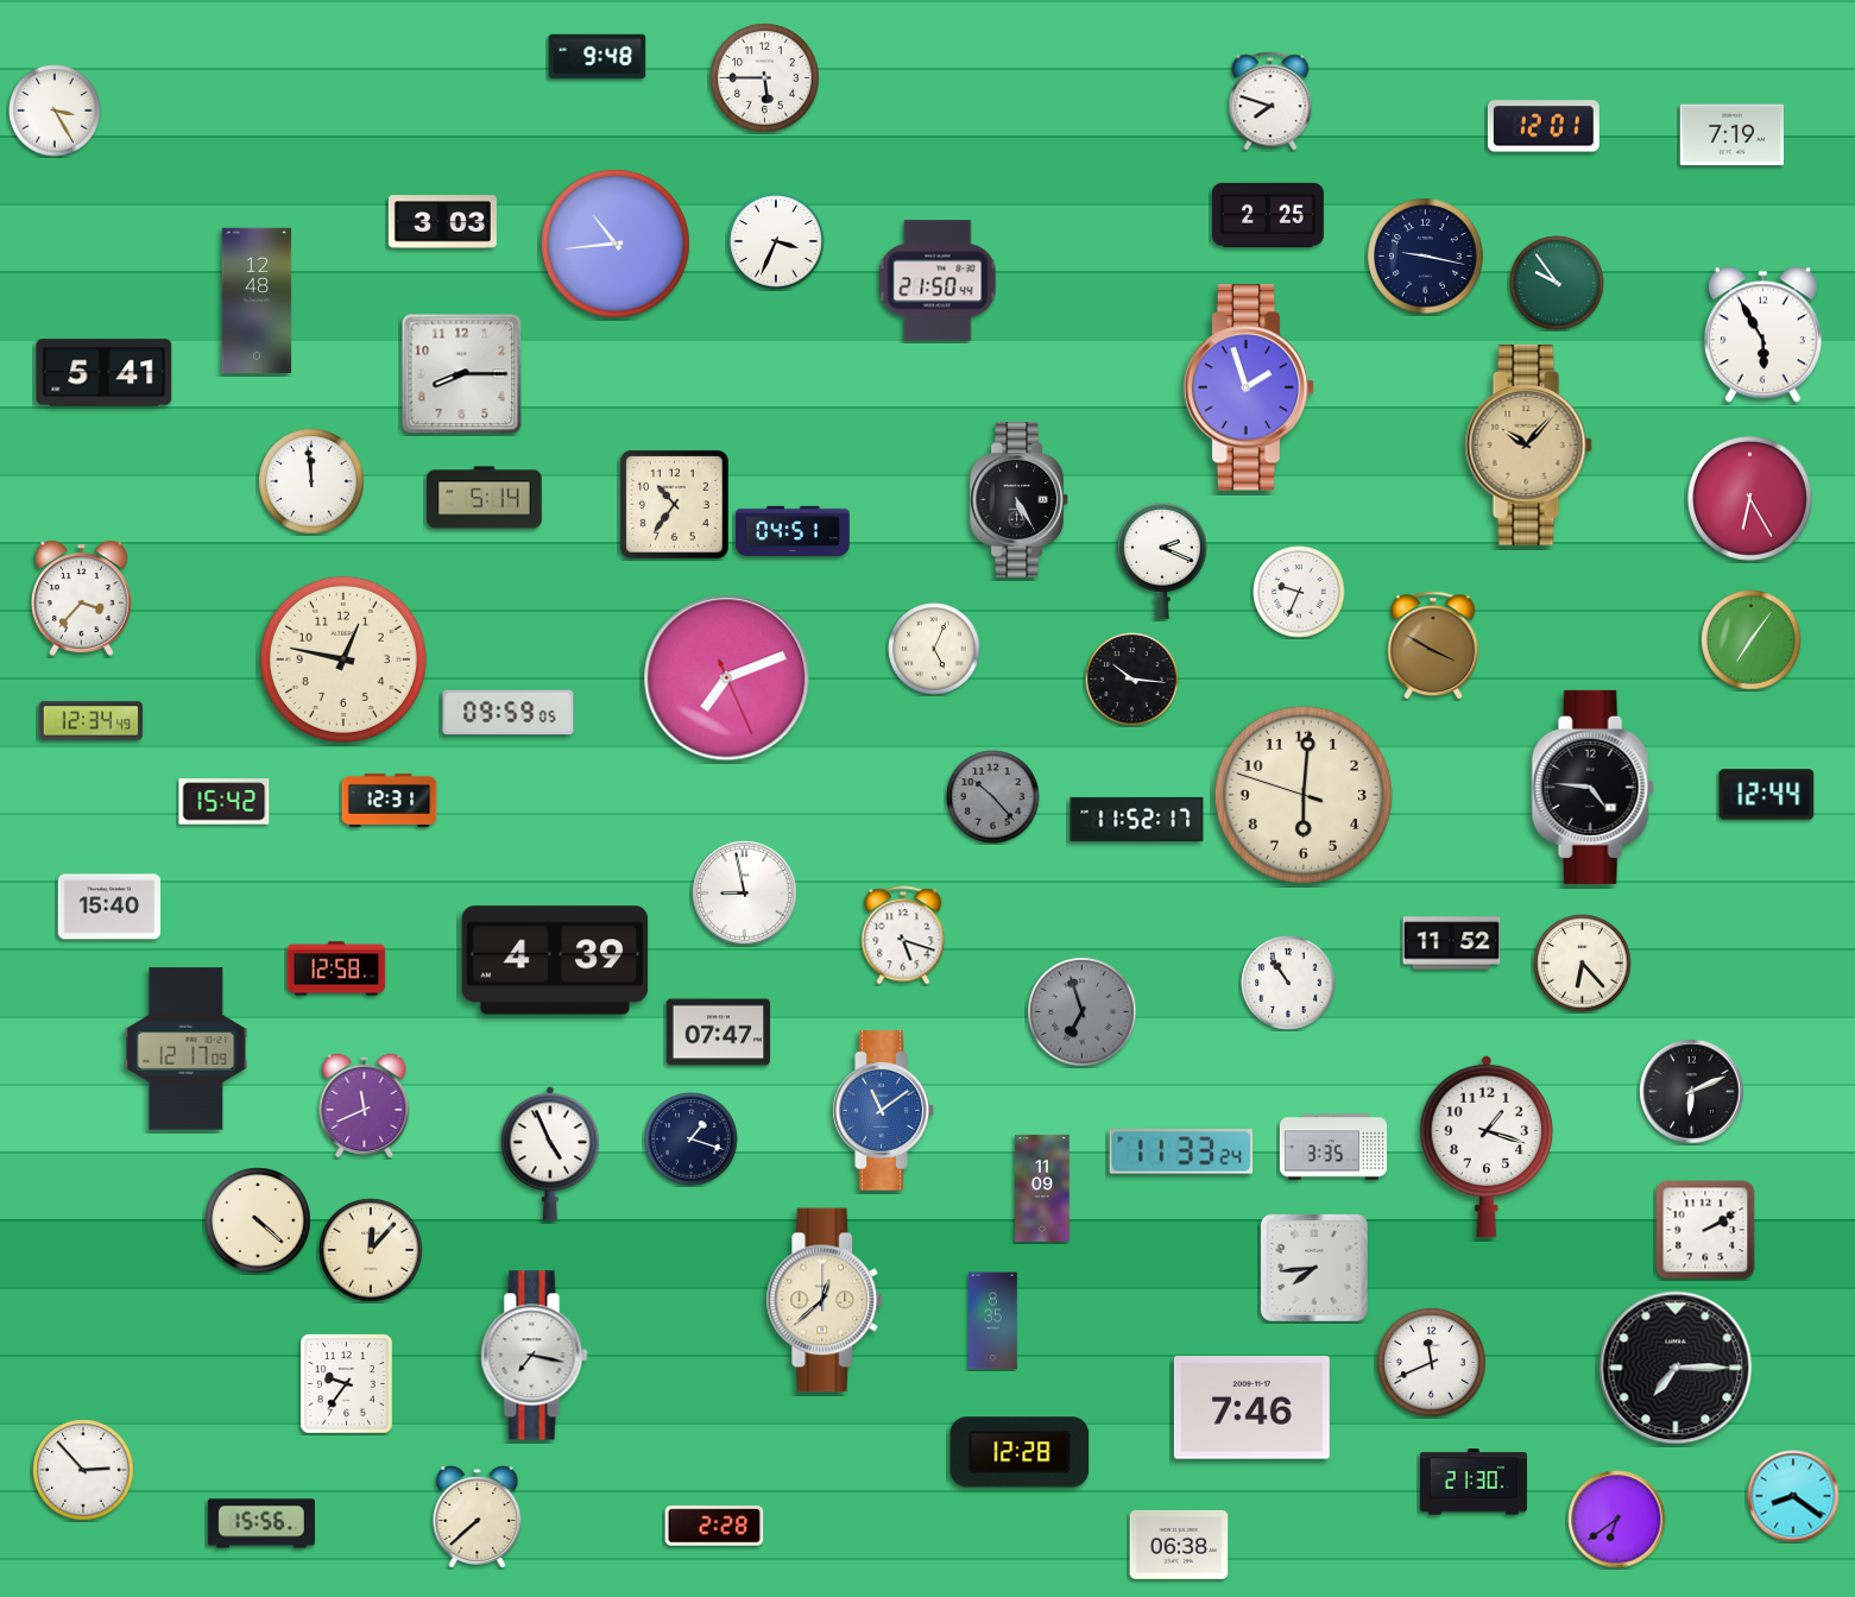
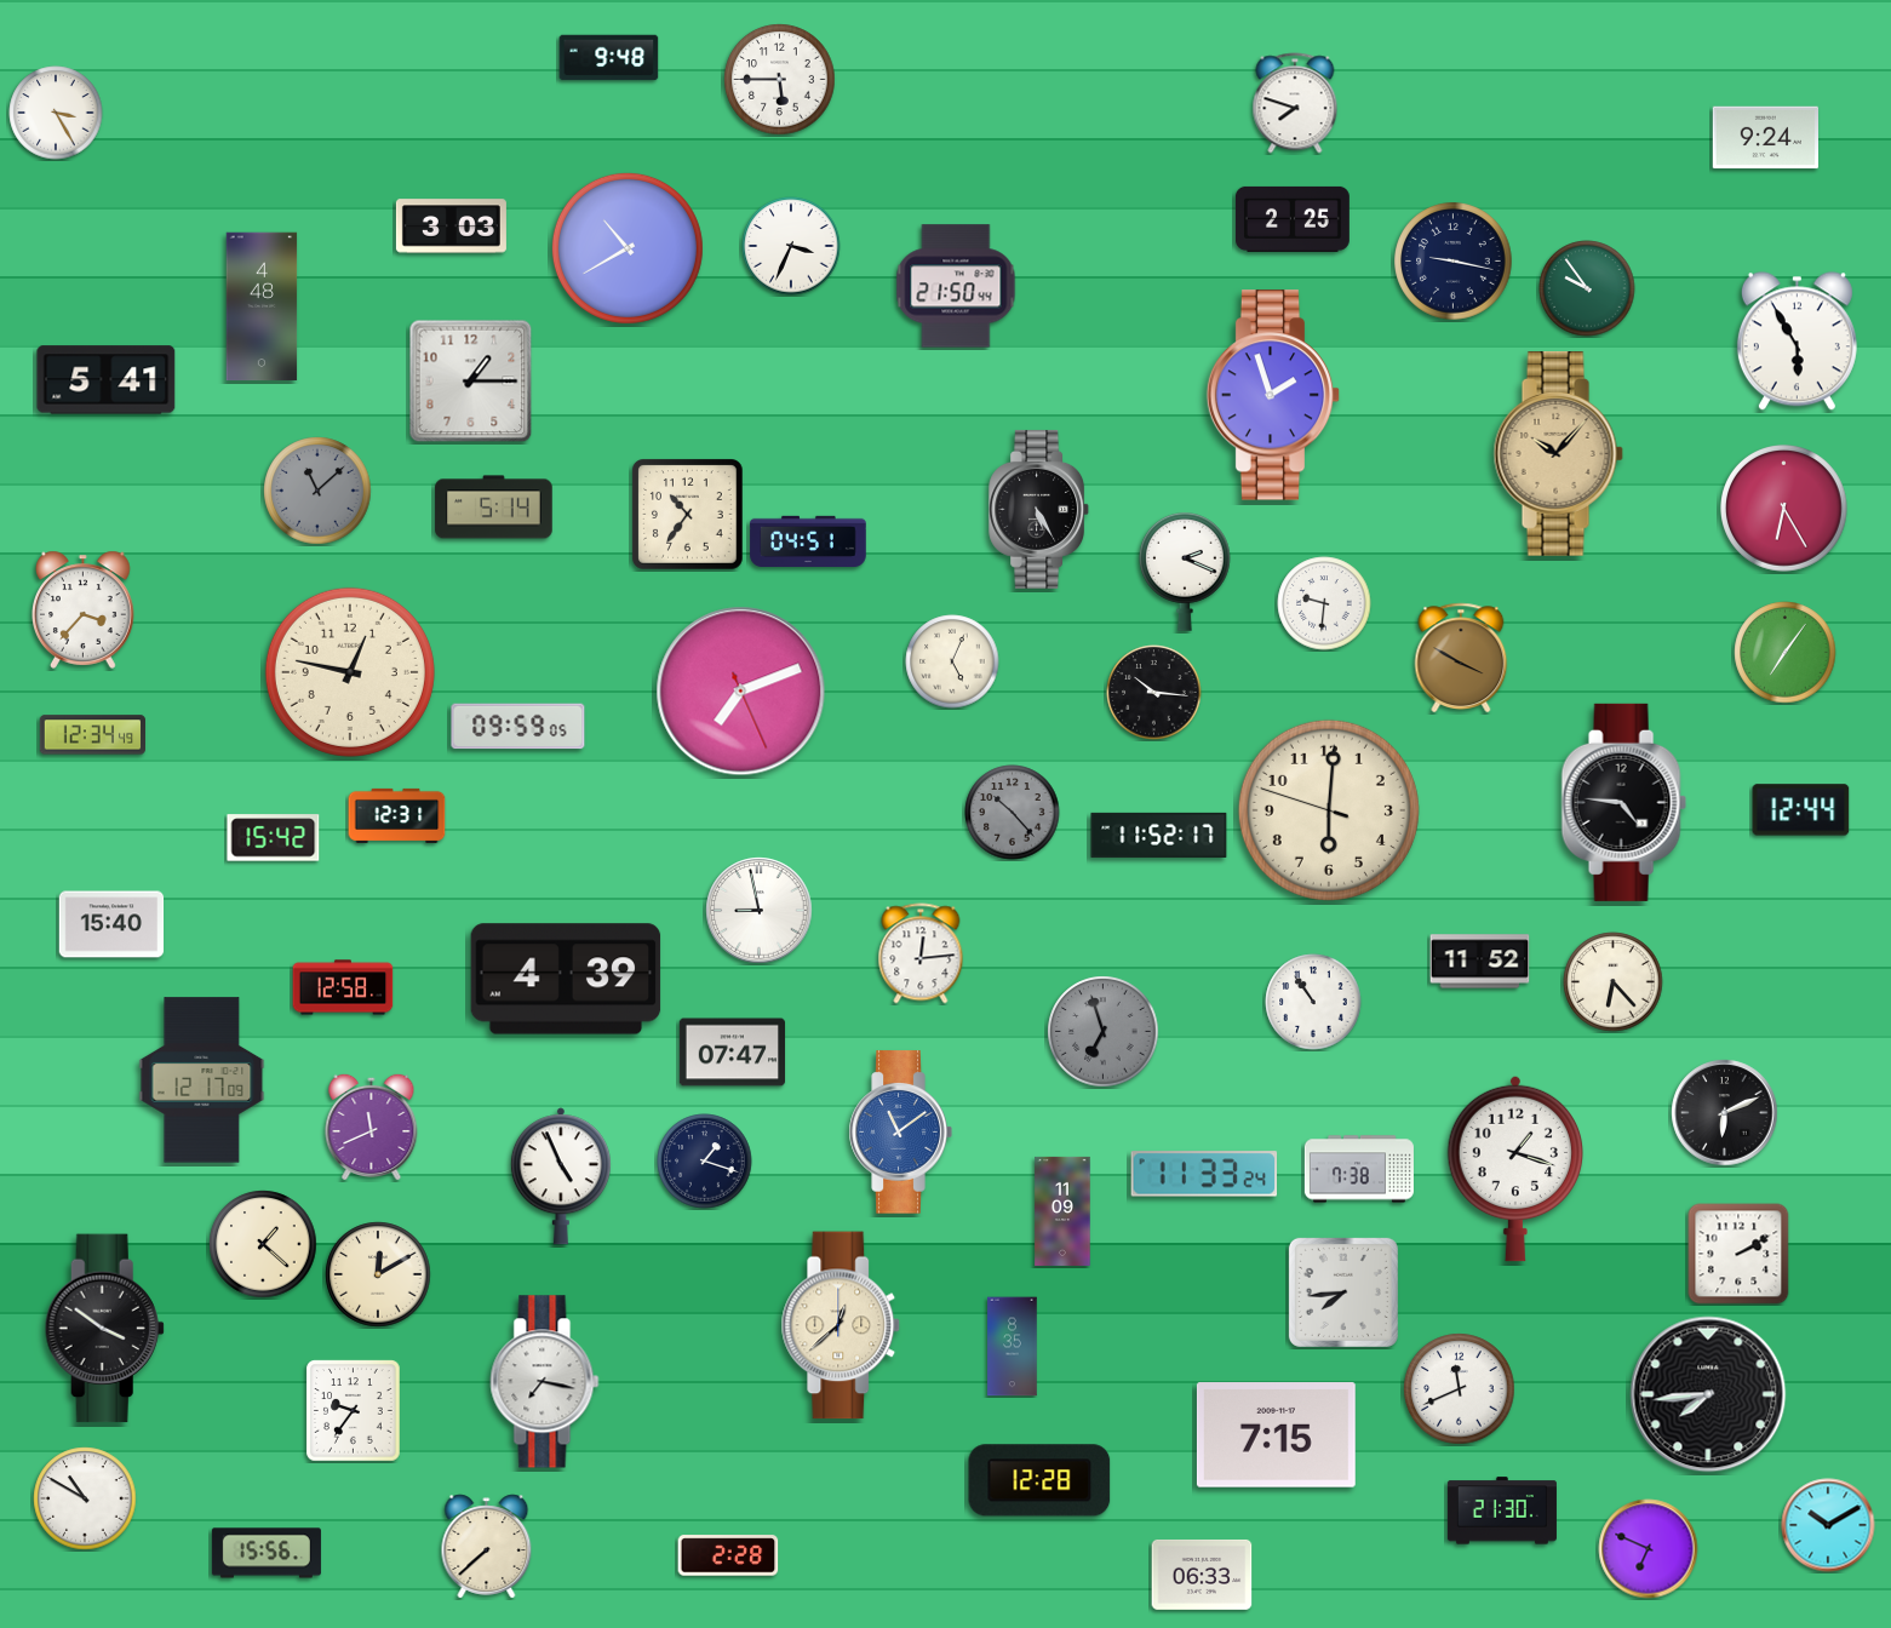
clock at (1544, 126): 12:01 -> none
clock at (1731, 135): 7:19 -> 9:24
clock at (616, 244): 10:44 -> 10:40
clock at (257, 301): 12:48 -> 4:48
clock at (462, 374): 8:15 -> 1:15
clock at (311, 481): 11:59 -> 11:08
clock at (311, 481) dial: white -> grey
clock at (1299, 592): 9:34 -> 9:31
clock at (225, 802) position: (225, 802) -> (274, 838)
clock at (903, 935): 5:18 -> 12:14
clock at (187, 1049) position: (187, 1049) -> (202, 1080)
clock at (1333, 1147): 3:35 -> 7:38
clock at (258, 1220): 4:22 -> 1:22
clock at (371, 1250): 12:07 -> 12:10
clock at (1314, 1268) position: (1314, 1268) -> (1343, 1292)
clock at (104, 1329): none -> 3:51
clock at (1676, 1368): 7:15 -> 7:44
clock at (1251, 1408): 7:46 -> 7:15
clock at (83, 1470): 2:53 -> 10:50
clock at (1793, 1496): 8:21 -> 10:10
clock at (1617, 1520): 6:39 -> 6:49
clock at (1179, 1545): 06:38 -> 06:33
